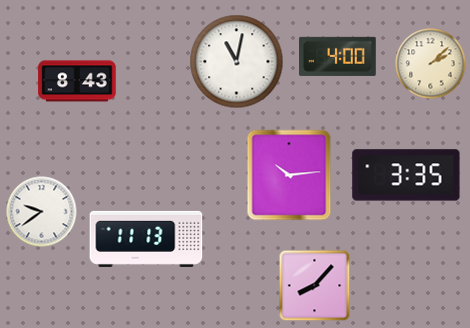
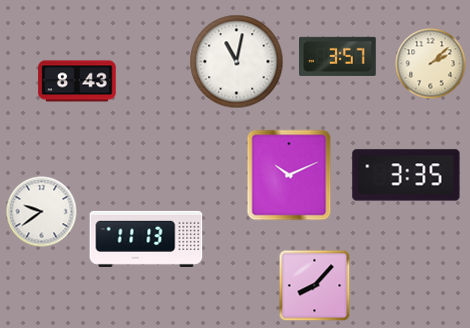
clock at (338, 56): 4:00 -> 3:57
clock at (289, 175): 10:14 -> 10:11
